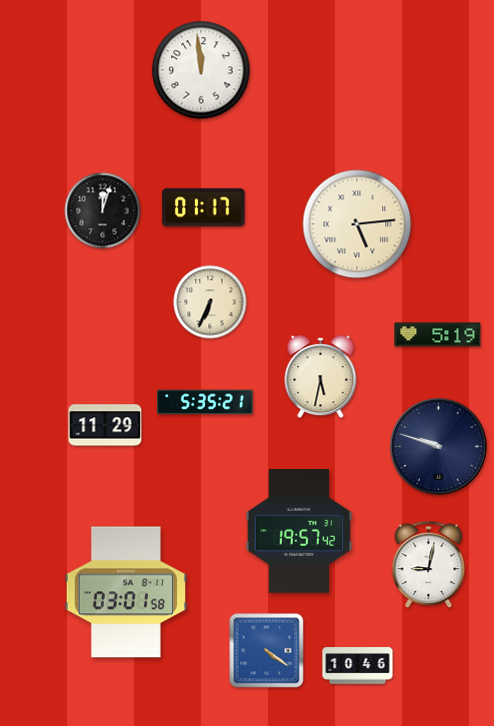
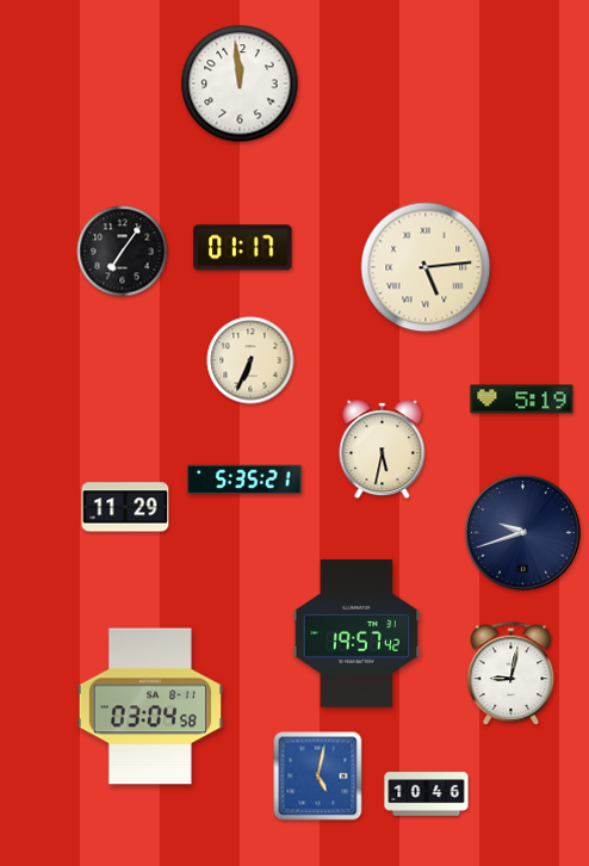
clock at (103, 211): 12:03 -> 7:06
clock at (439, 447): 9:48 -> 9:42
clock at (125, 592): 03:01 -> 03:04
clock at (267, 651): 4:21 -> 5:02
